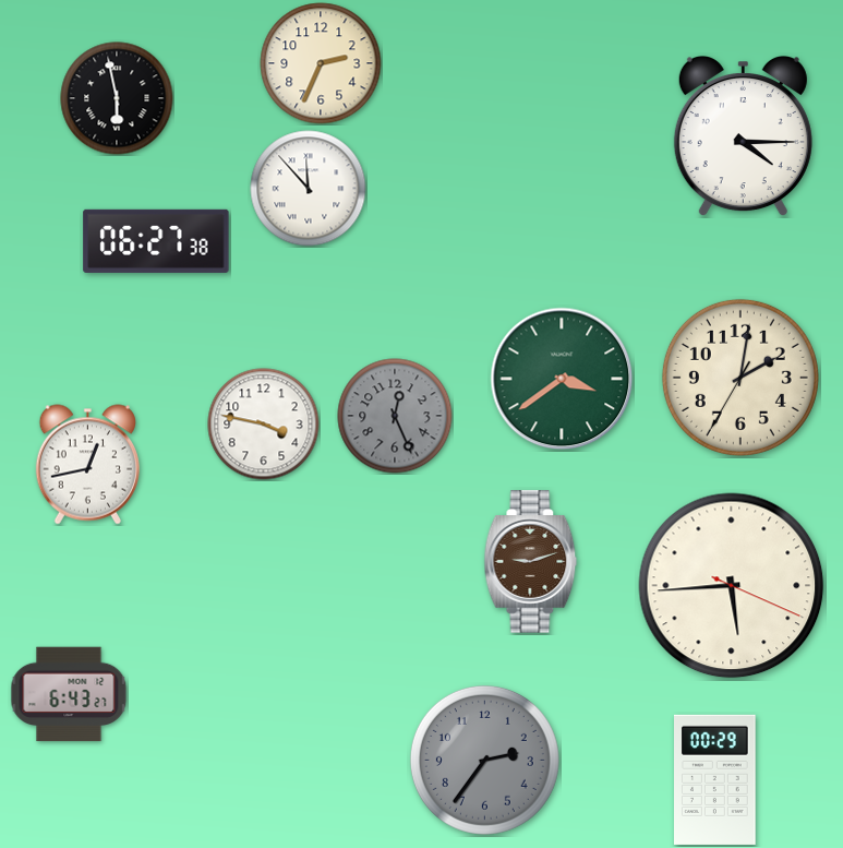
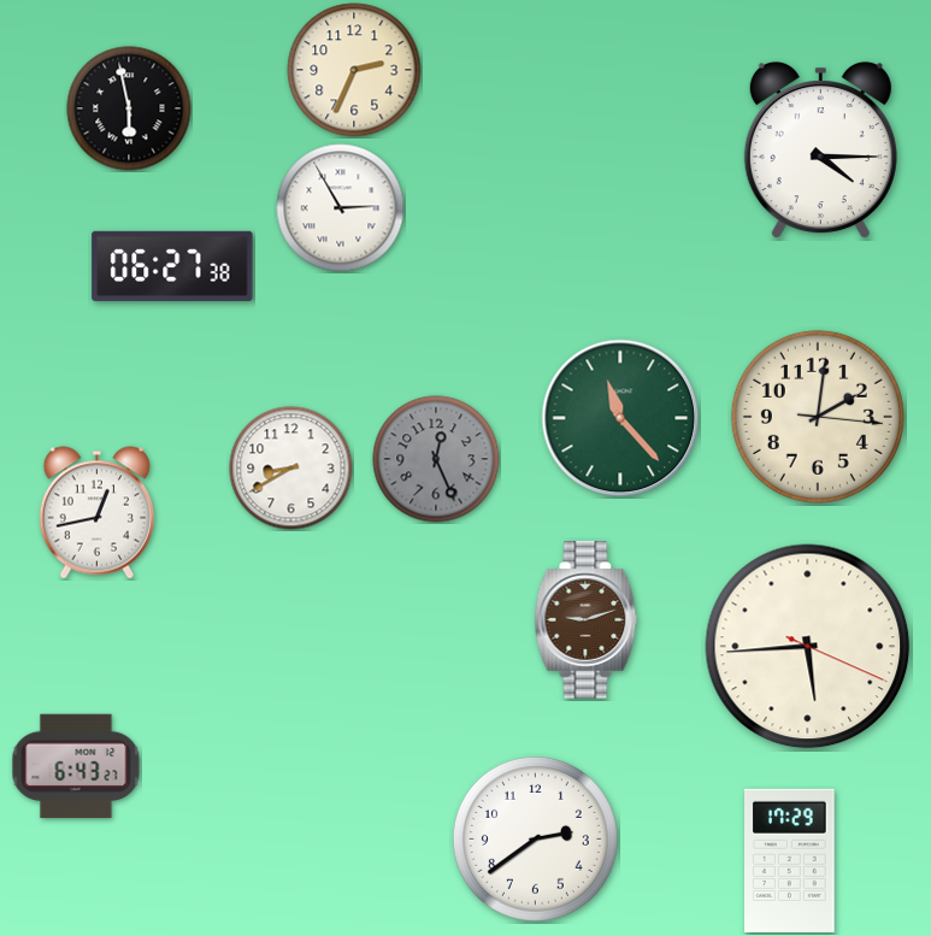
clock at (309, 189): 11:53 -> 2:55
clock at (740, 378): 2:01:35 -> 2:01:16
clock at (562, 379): 3:39 -> 11:23
clock at (264, 425): 3:47 -> 8:40
clock at (484, 760): 2:36 -> 2:39
clock at (484, 760) dial: grey -> white
clock at (715, 779): 00:29 -> 17:29
